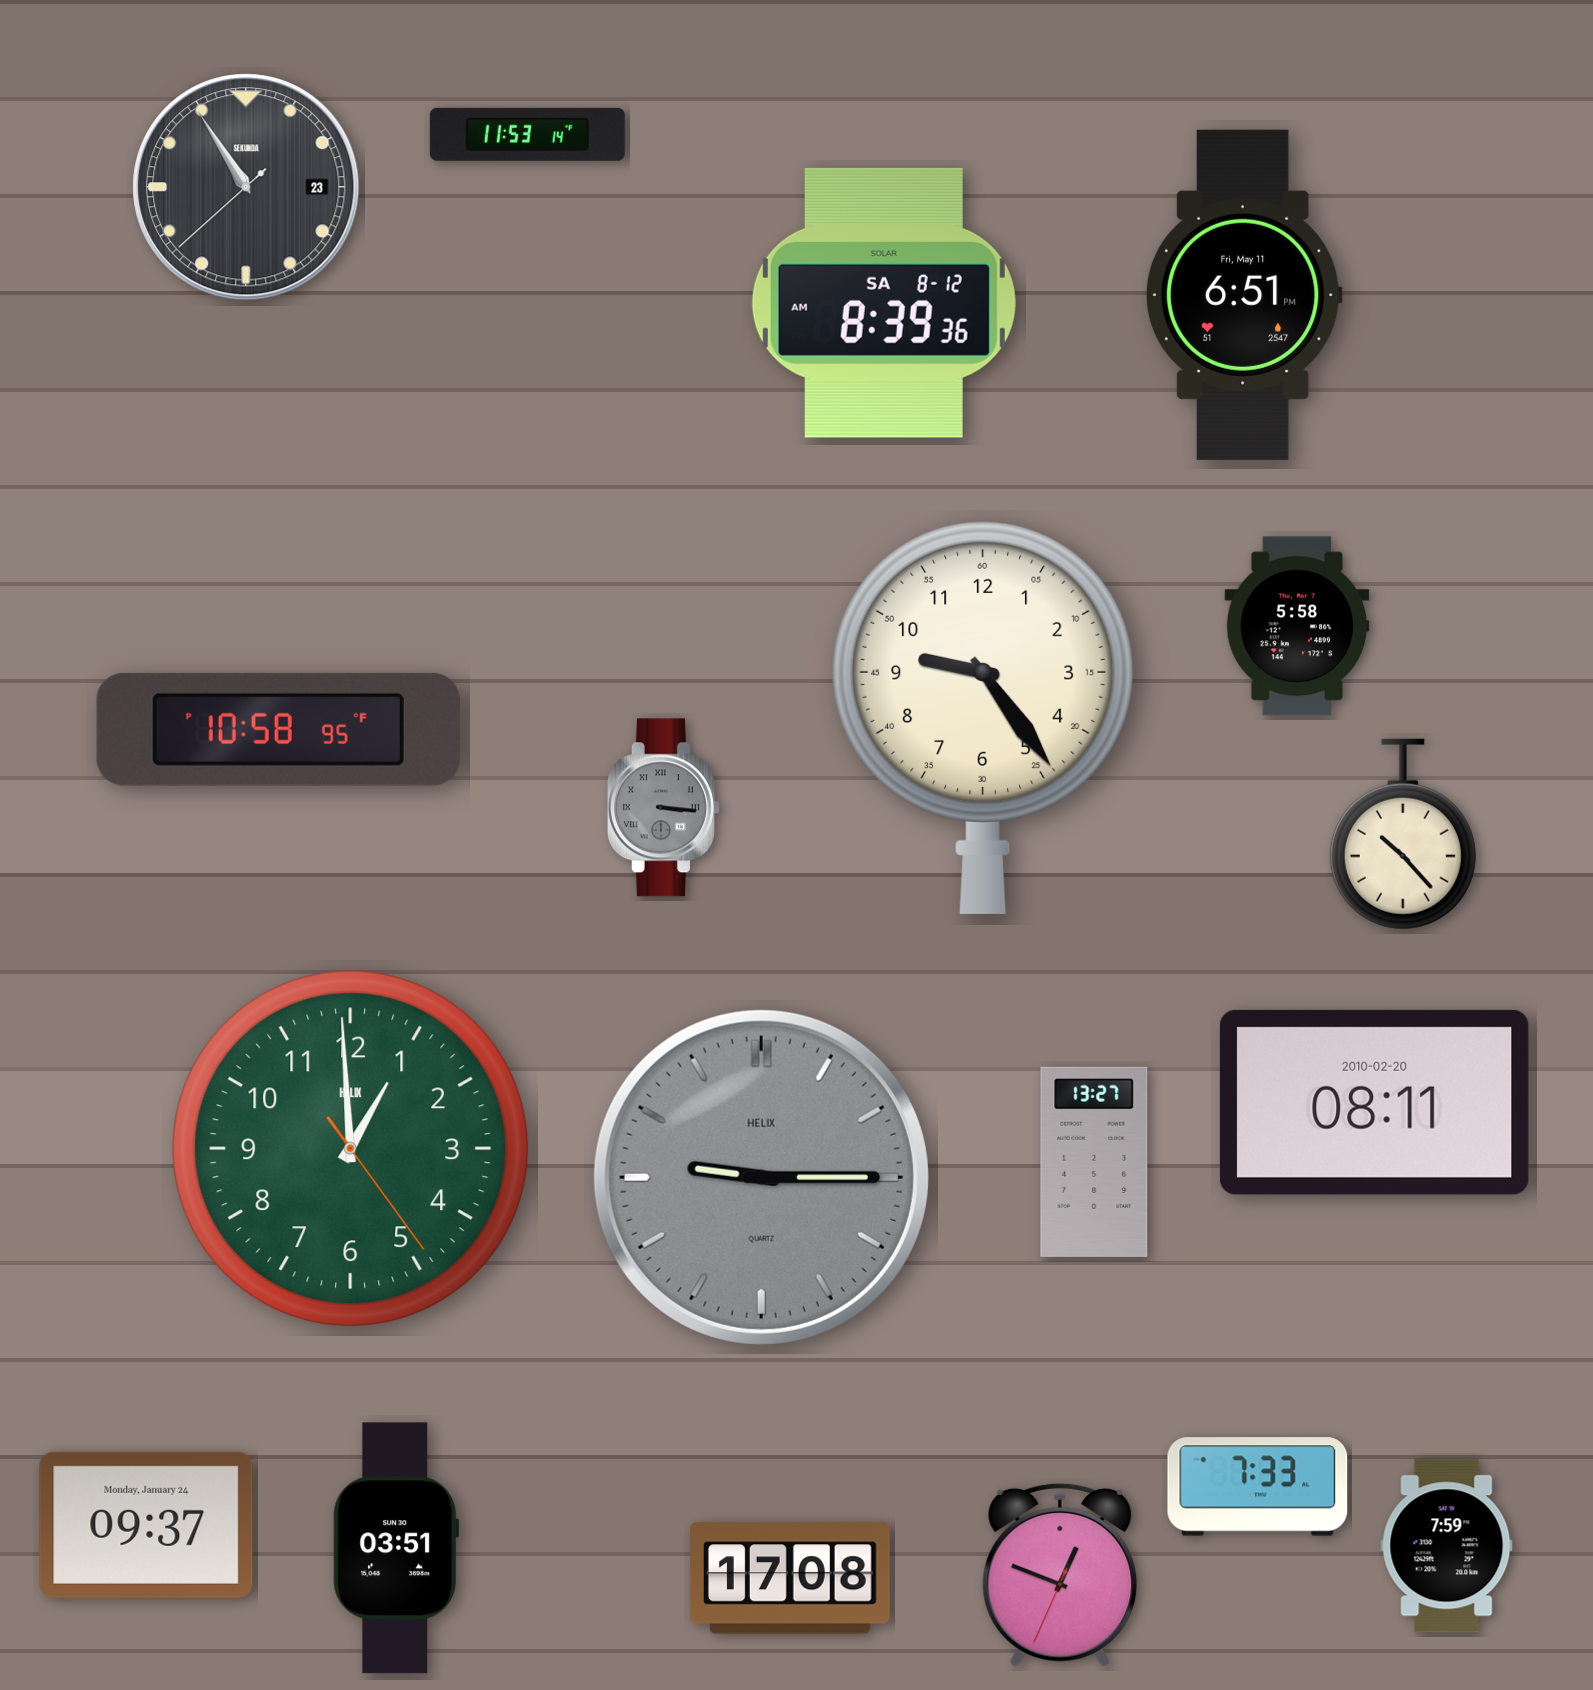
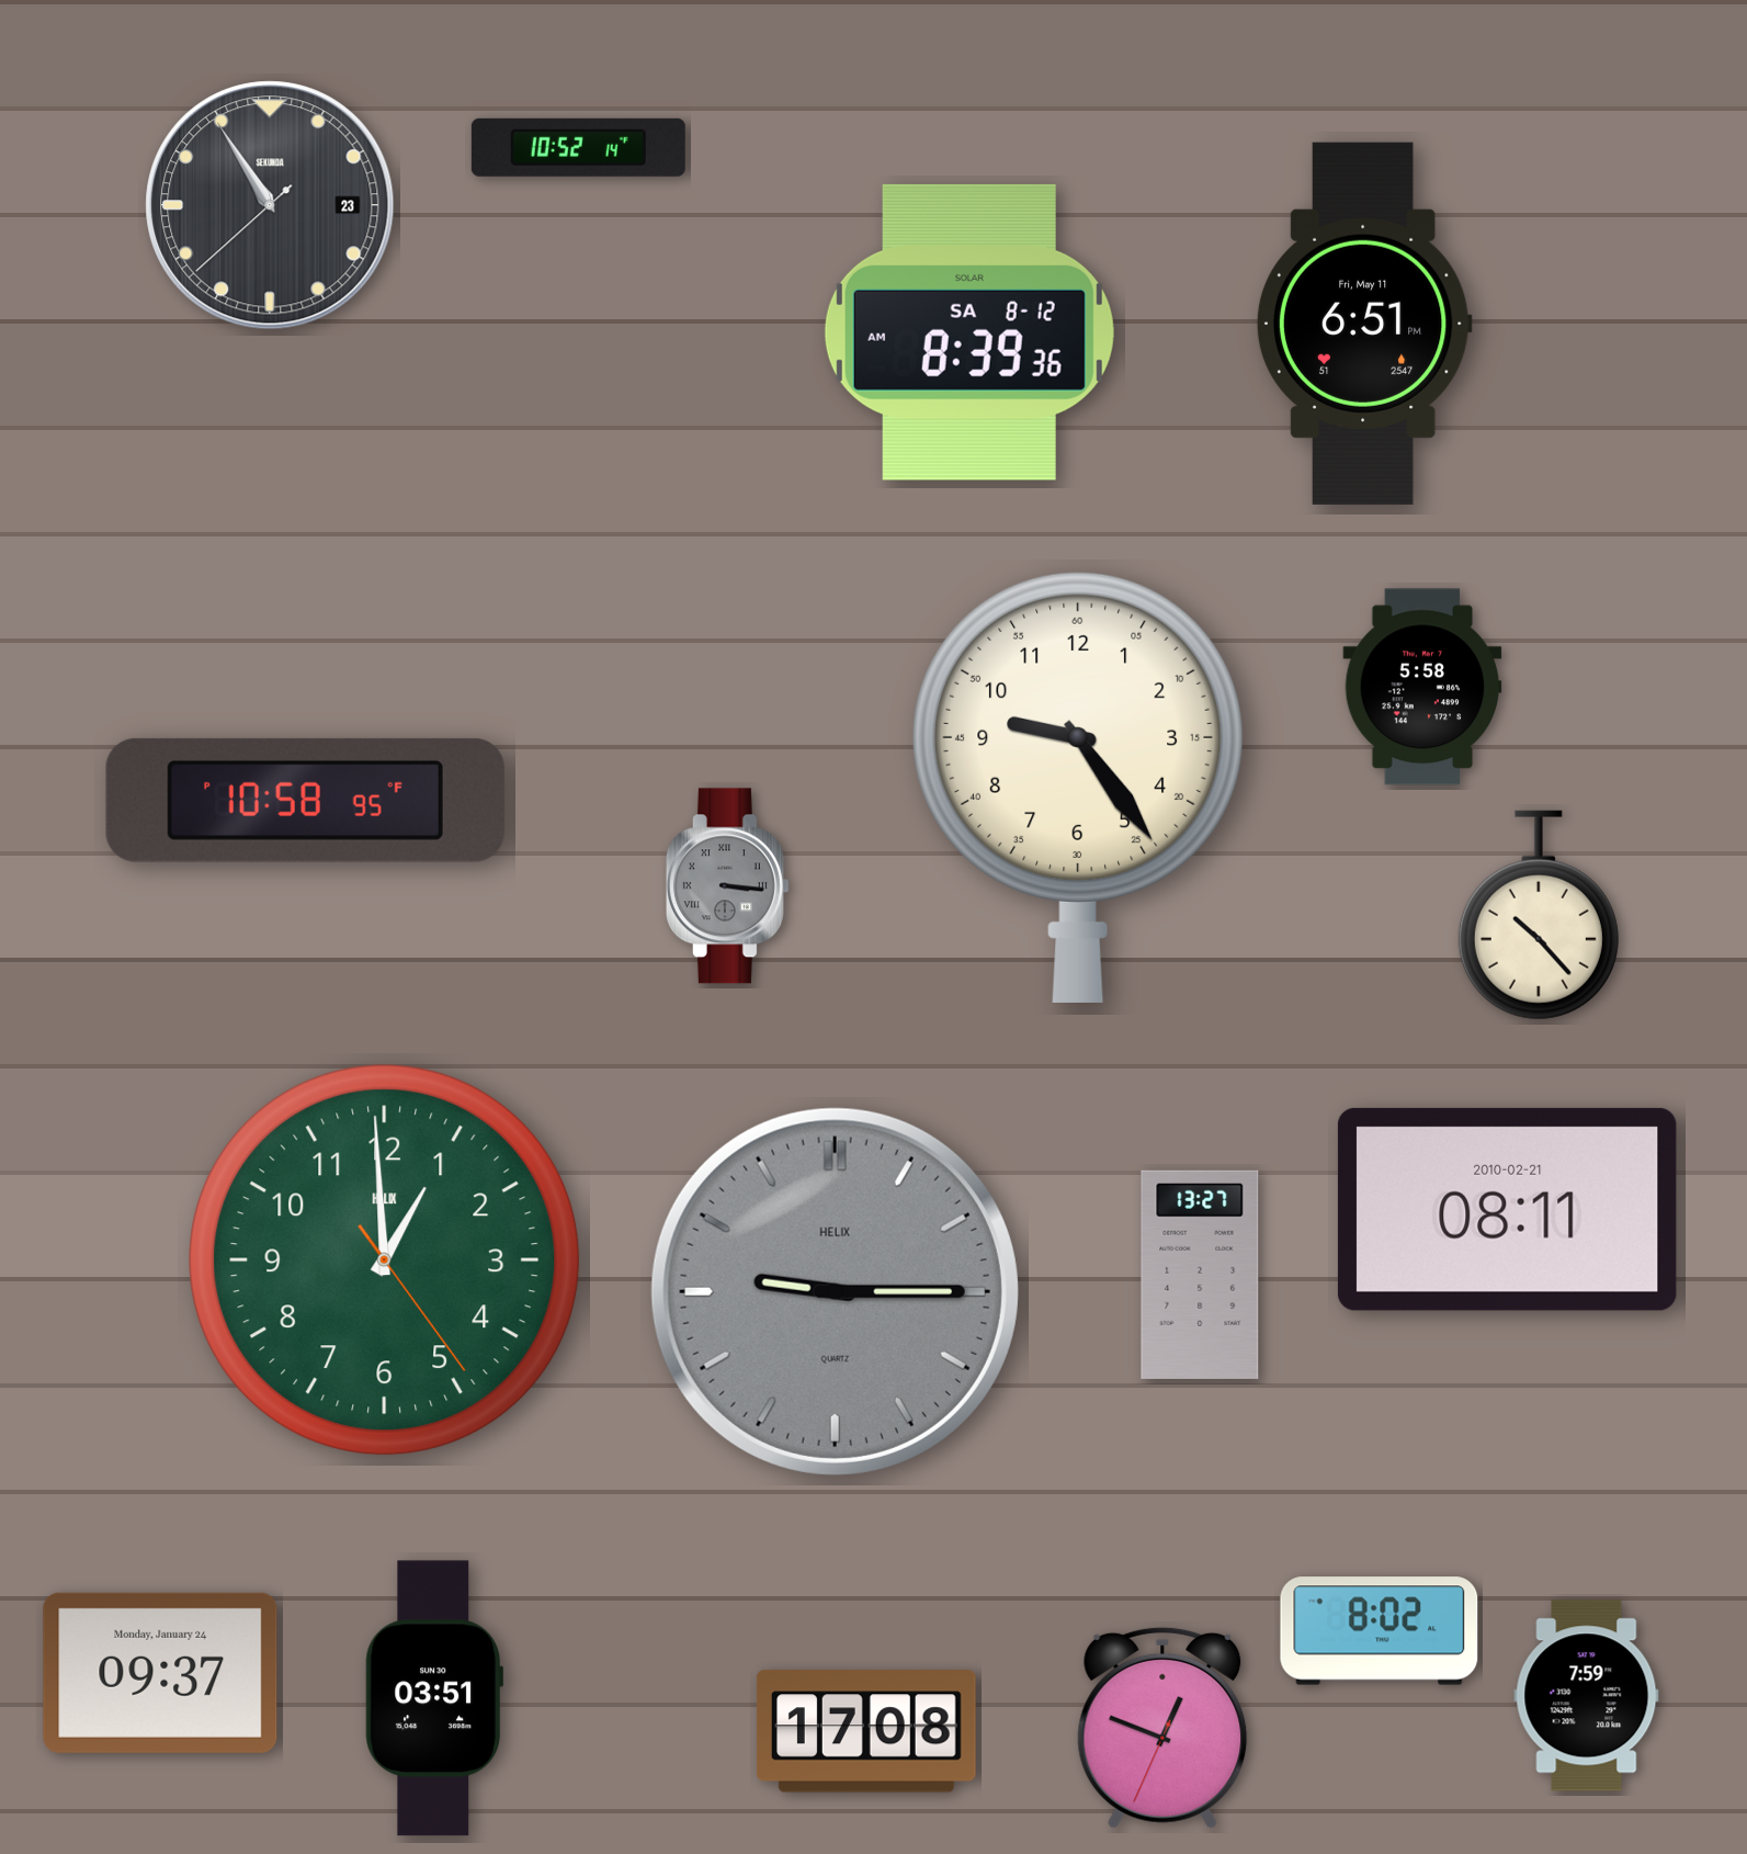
clock at (527, 134): 11:53 -> 10:52
clock at (1374, 1102) date: 2010-02-20 -> 2010-02-21
clock at (1258, 1487): 7:33 -> 8:02
